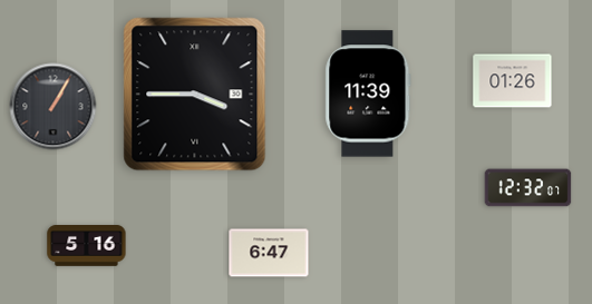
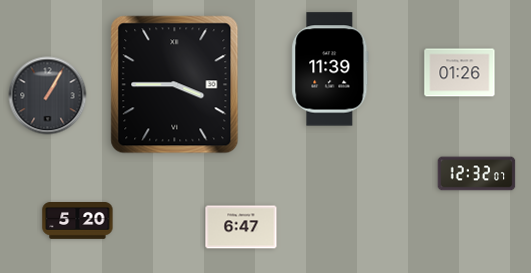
clock at (368, 94) position: (368, 94) -> (330, 69)
clock at (528, 188) position: (528, 188) -> (477, 174)
clock at (87, 246): 5:16 -> 5:20
